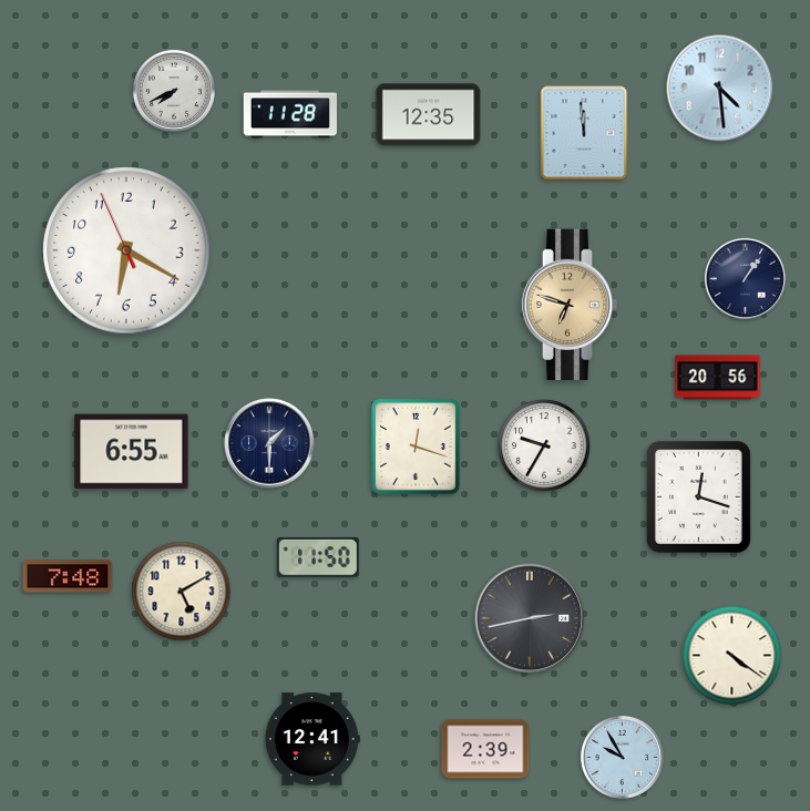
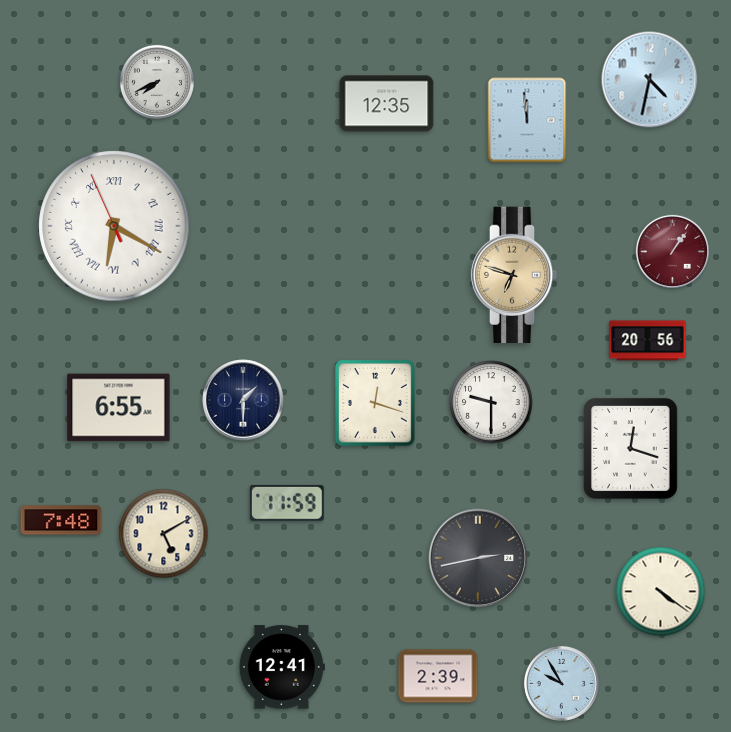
clock at (720, 89): 4:29 -> 4:32
clock at (289, 114): 11:28 -> none
clock at (126, 250) numerals: Arabic -> Roman
clock at (745, 278) dial: navy -> burgundy
clock at (544, 445): 9:35 -> 9:30
clock at (318, 557): 11:50 -> 11:59
